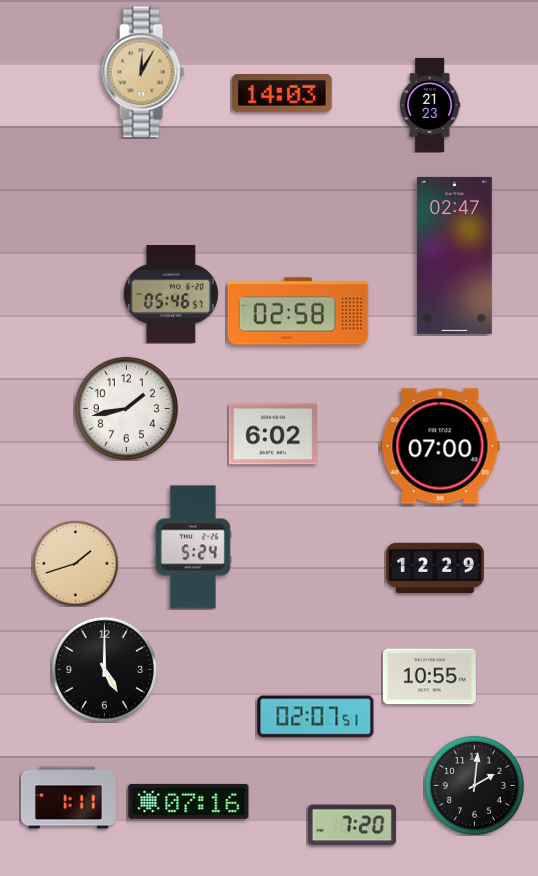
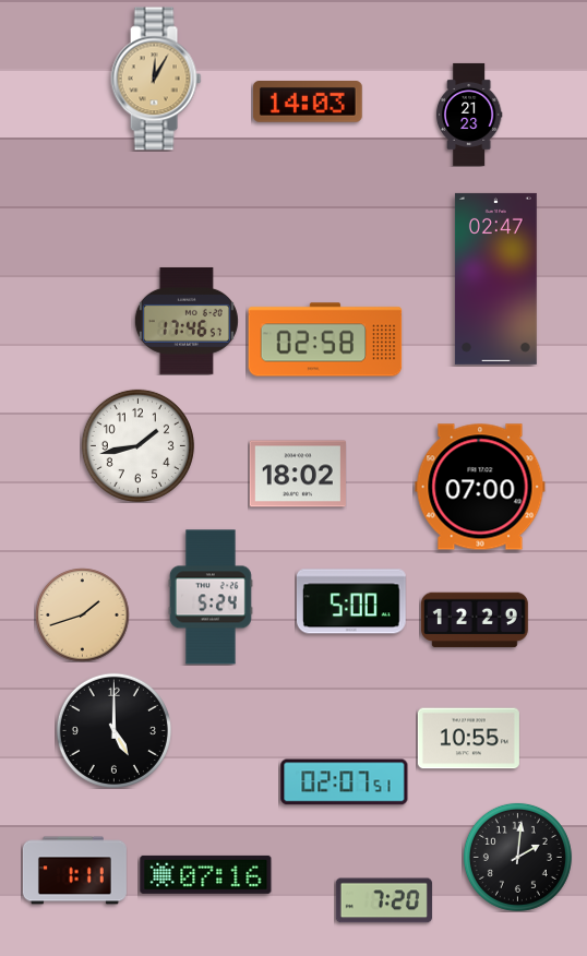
clock at (171, 294): 05:46 -> 17:46
clock at (273, 434): 6:02 -> 18:02
clock at (351, 601): none -> 5:00
